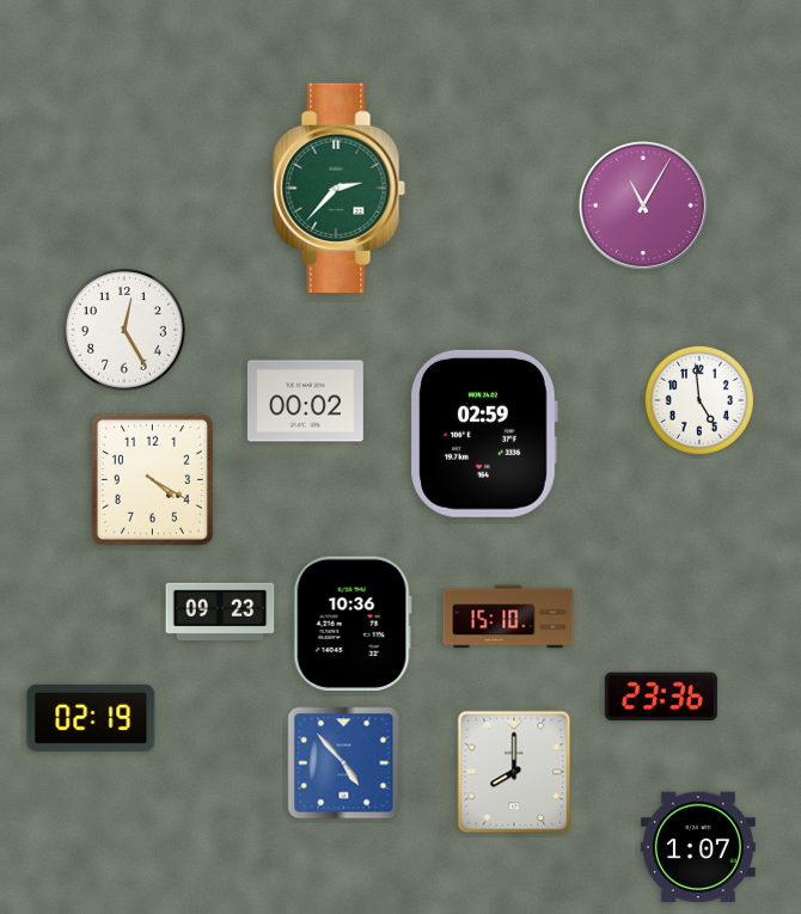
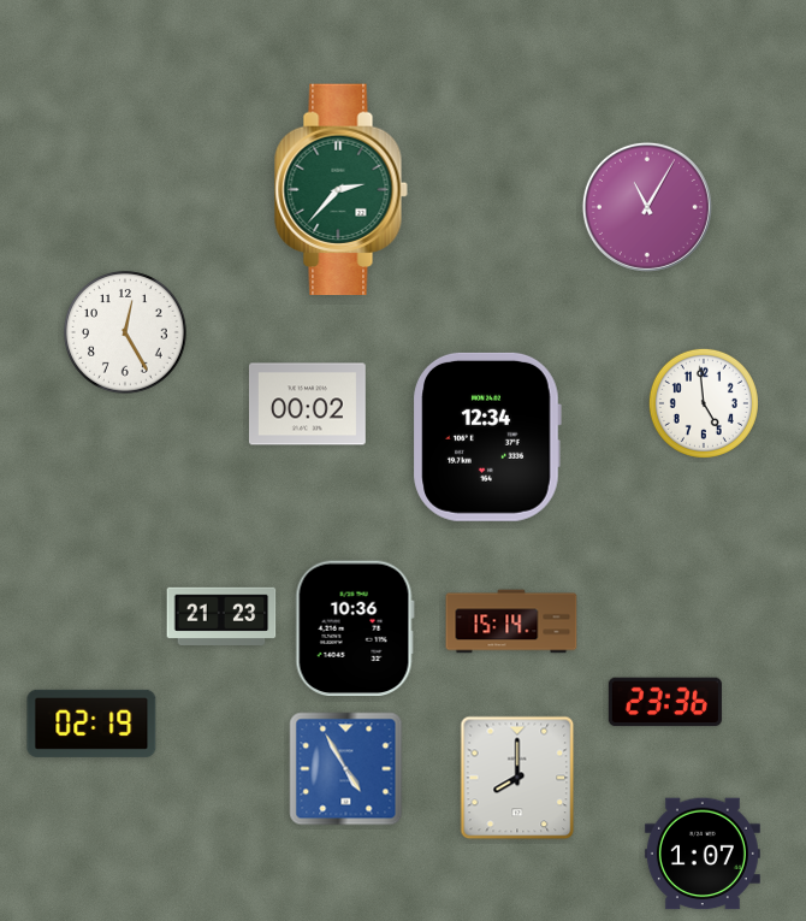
clock at (484, 434): 02:59 -> 12:34
clock at (152, 479): 4:20 -> none
clock at (220, 611): 09:23 -> 21:23
clock at (508, 617): 15:10 -> 15:14
clock at (344, 763): 4:53 -> 4:55
